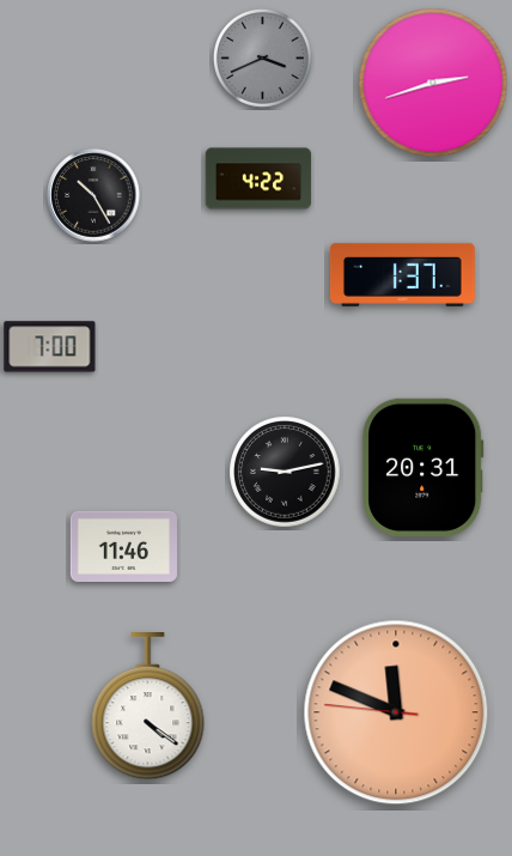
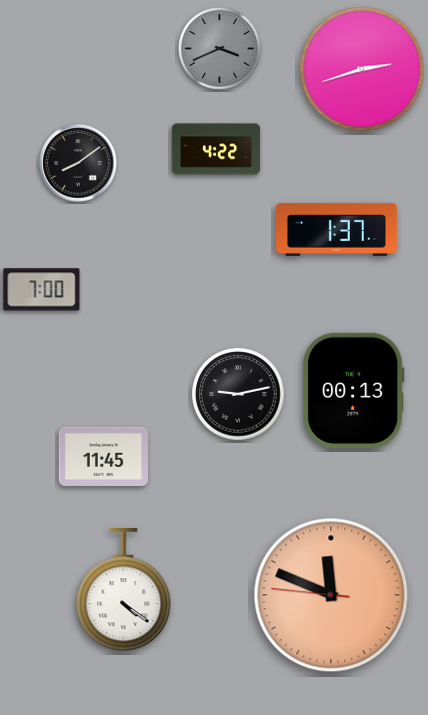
clock at (93, 195): 10:25 -> 8:09
clock at (423, 467): 20:31 -> 00:13
clock at (123, 546): 11:46 -> 11:45
